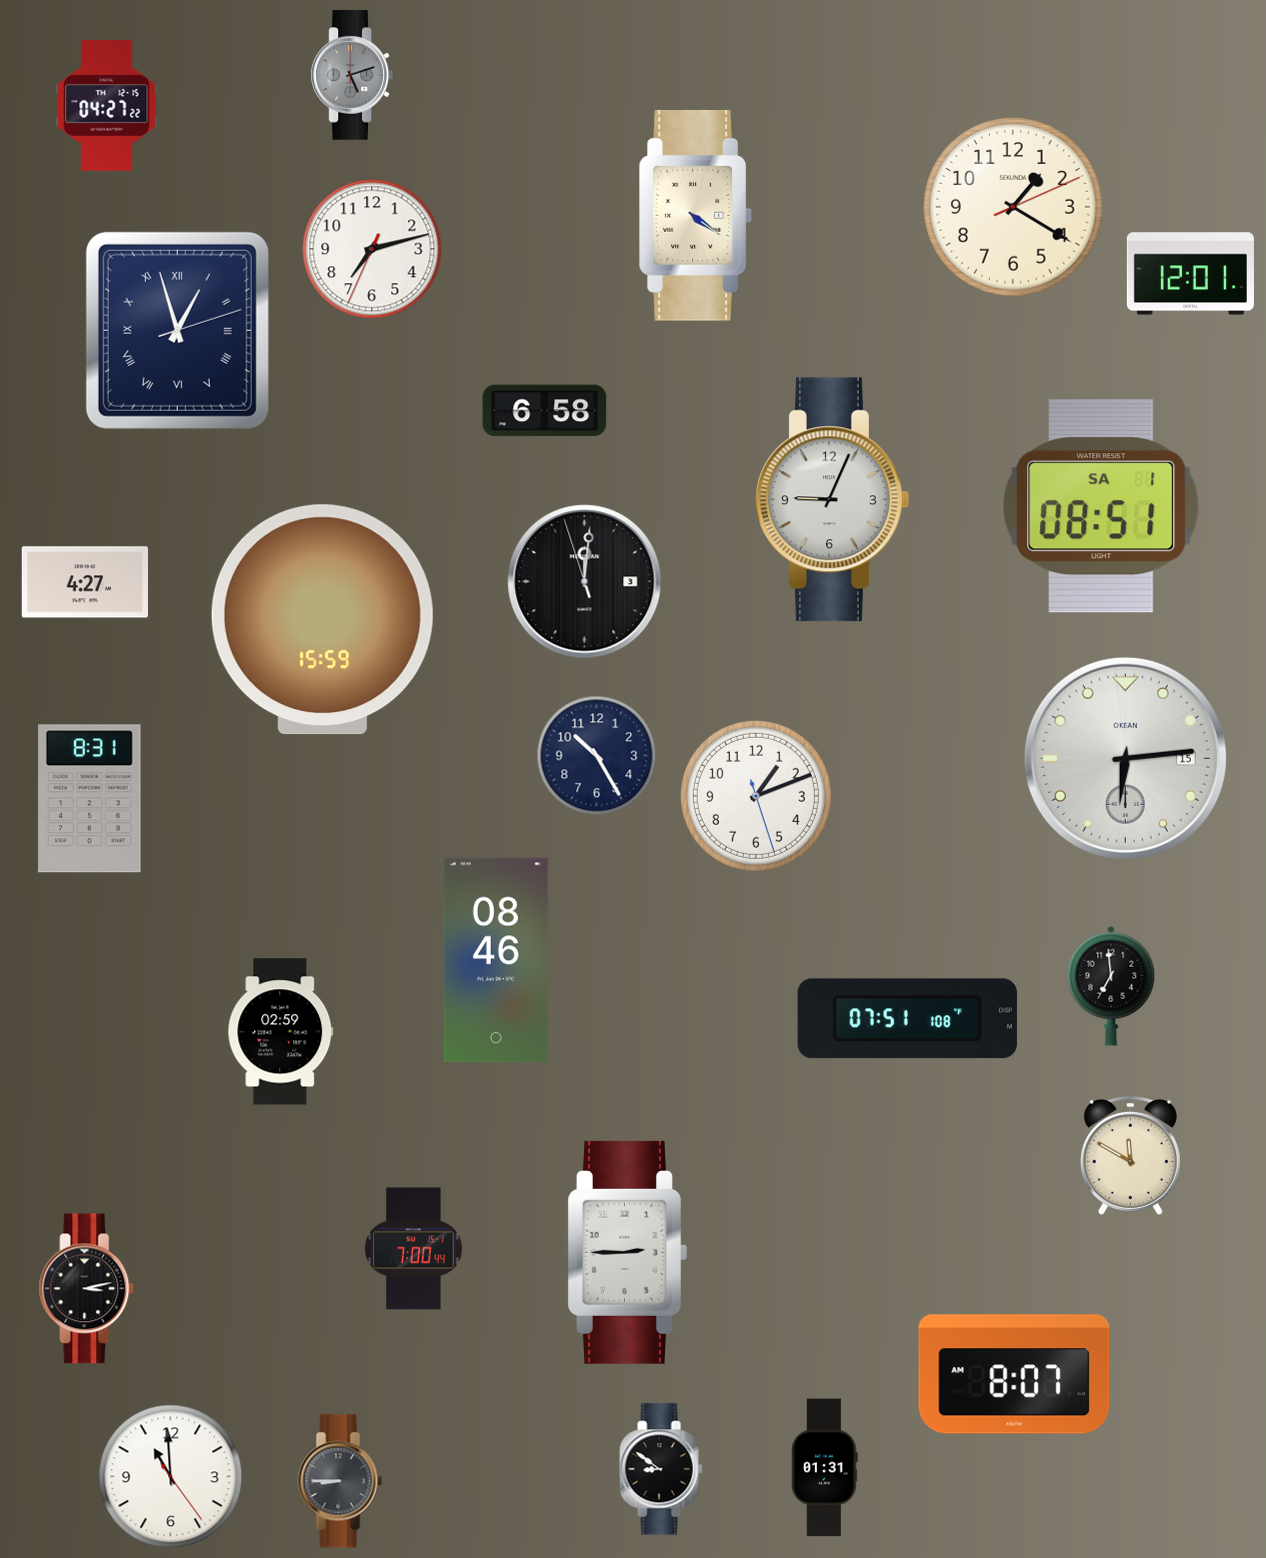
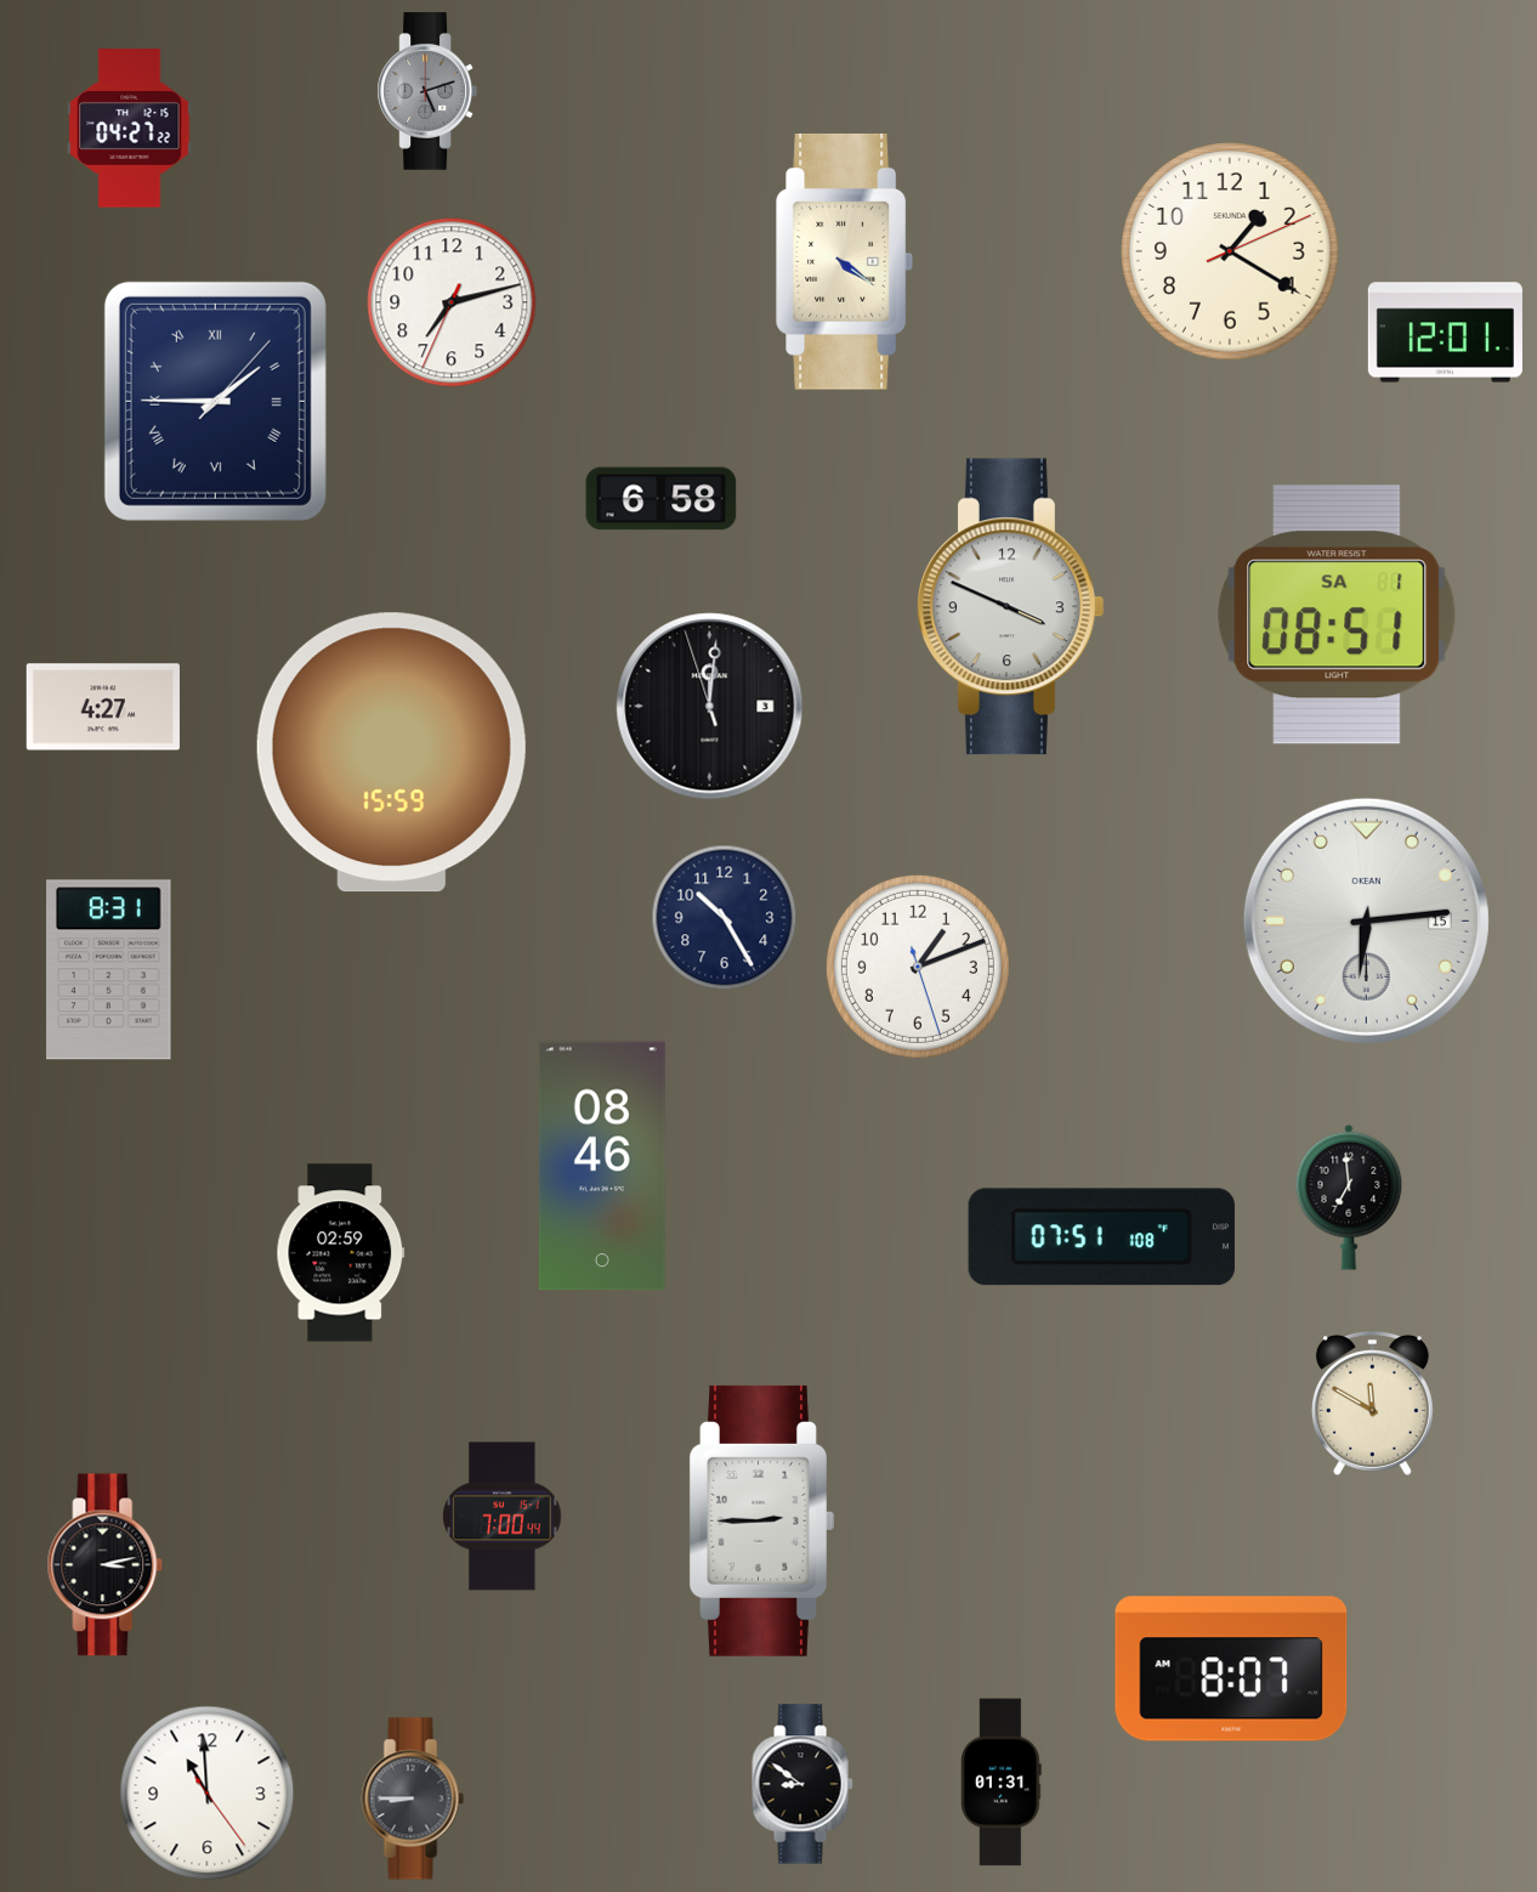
clock at (177, 330): 12:57 -> 1:45
clock at (833, 500): 9:04 -> 3:49
